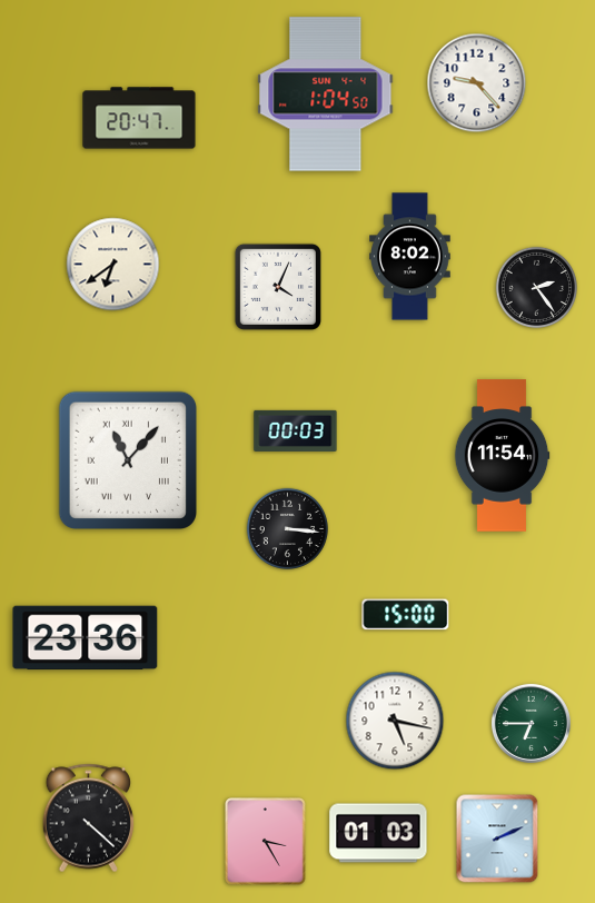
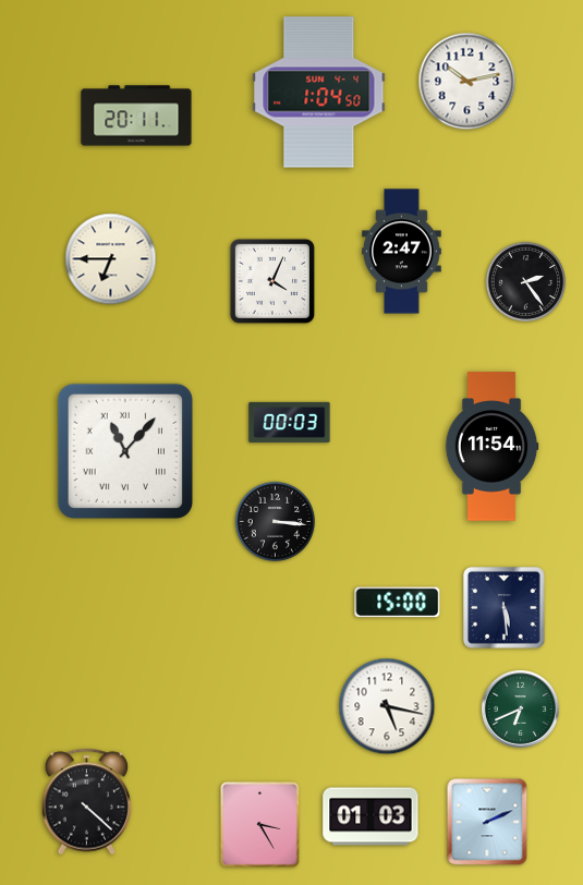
clock at (477, 83): 9:23 -> 10:13
clock at (139, 118): 20:47 -> 20:11
clock at (410, 257): 8:02 -> 2:47
clock at (113, 265): 6:39 -> 6:45
clock at (288, 529) position: (288, 529) -> (276, 522)
clock at (505, 608): none -> 5:29
clock at (86, 638): 23:36 -> none
clock at (530, 723): 6:45 -> 6:41
